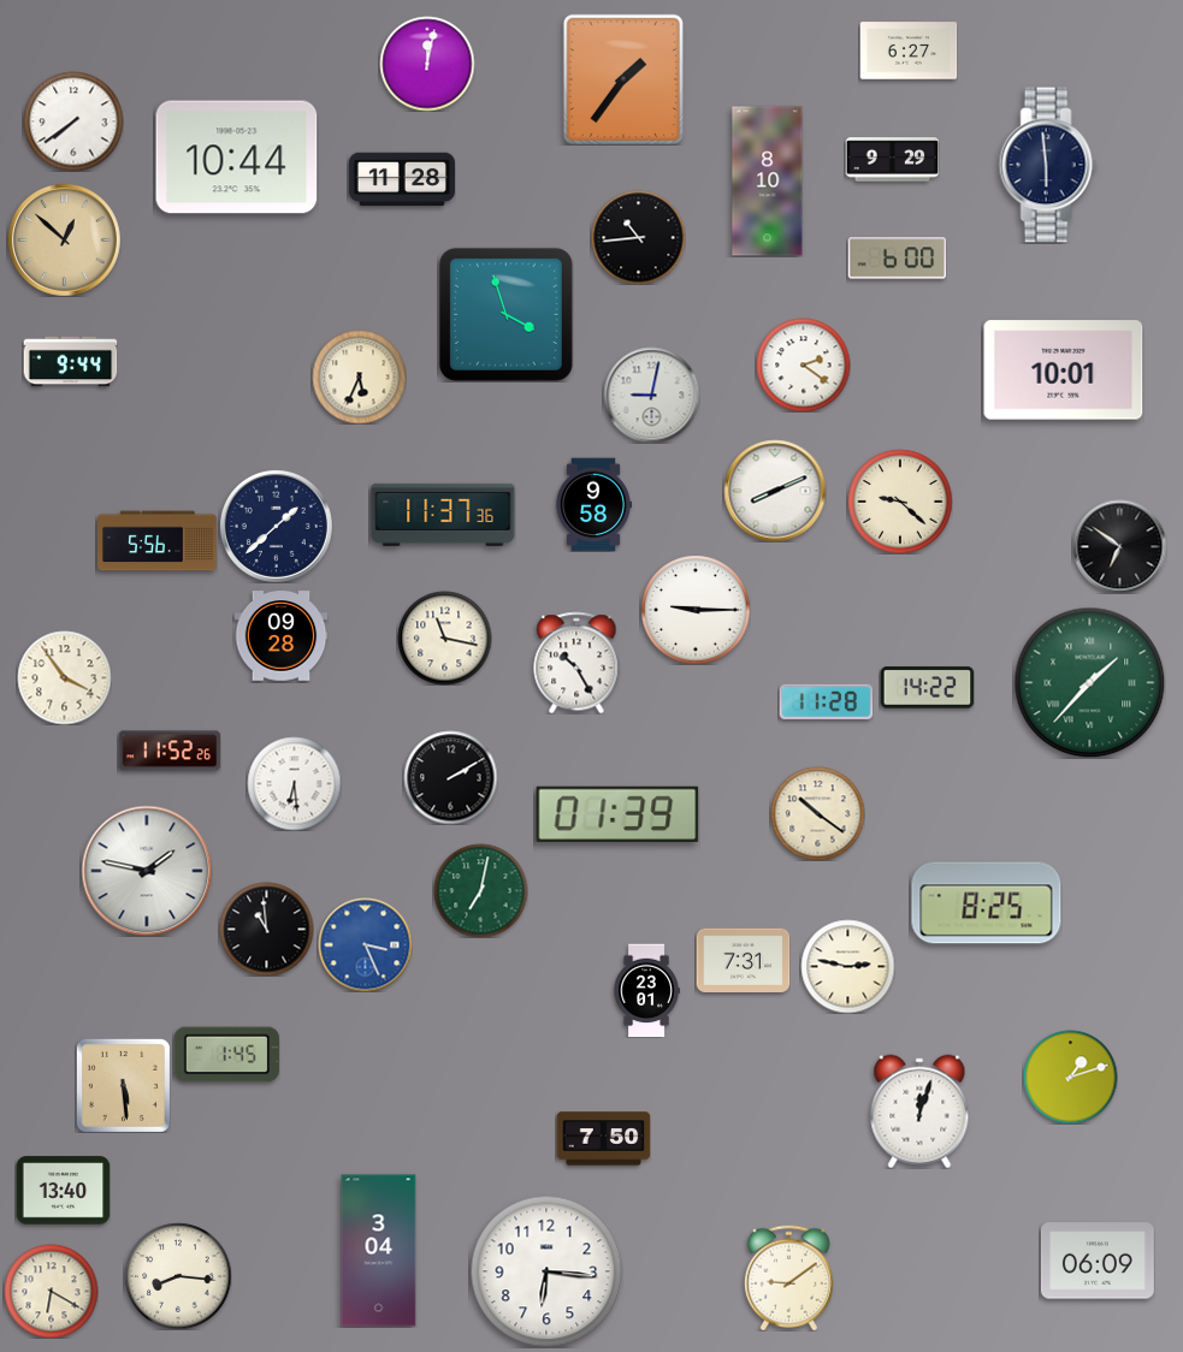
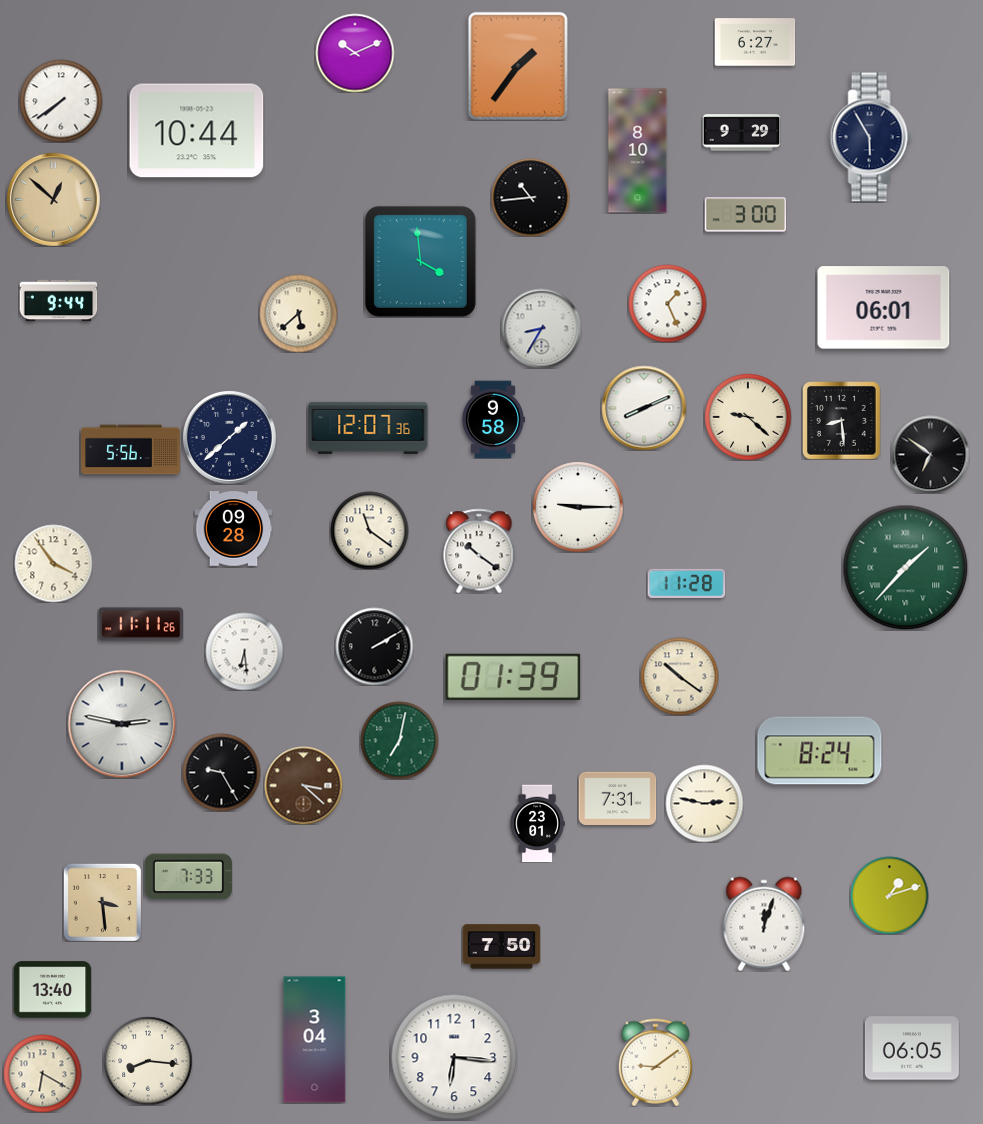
clock at (427, 64): 12:02 -> 10:11
clock at (1048, 165): 5:59 -> 5:55
clock at (402, 179): 11:28 -> none
clock at (897, 259): 6:00 -> 3:00
clock at (505, 314): 3:57 -> 3:59
clock at (803, 364): 2:21 -> 1:26
clock at (1064, 370): 10:01 -> 06:01
clock at (359, 376): 5:34 -> 5:38
clock at (651, 395): 9:02 -> 8:35
clock at (842, 421): none -> 8:29
clock at (443, 515): 11:37 -> 12:07
clock at (444, 638): 11:17 -> 11:21
clock at (576, 663): 10:25 -> 10:21
clock at (927, 688): 14:22 -> none
clock at (170, 751): 11:52 -> 11:11
clock at (147, 871): 1:47 -> 2:47
clock at (987, 903): 8:25 -> 8:24
clock at (266, 929): 10:59 -> 9:25
clock at (365, 944): 3:26 -> 3:22
clock at (365, 944) dial: blue -> brown
clock at (226, 1055): 1:45 -> 7:33
clock at (123, 1085): 5:29 -> 3:29
clock at (1098, 1261): 06:09 -> 06:05
